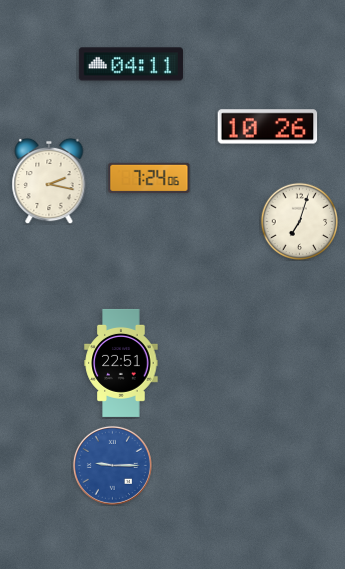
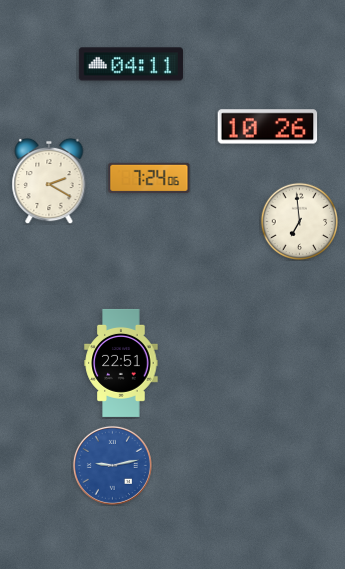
clock at (49, 181): 2:17 -> 2:20
clock at (299, 221): 7:03 -> 6:59
clock at (112, 465): 9:15 -> 9:13
